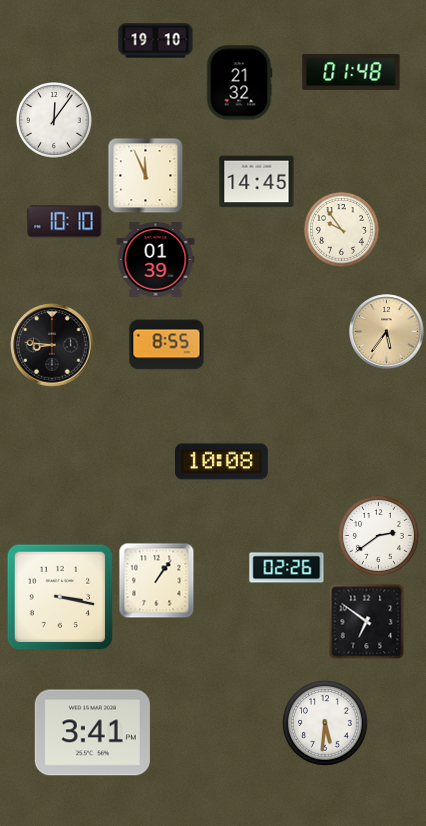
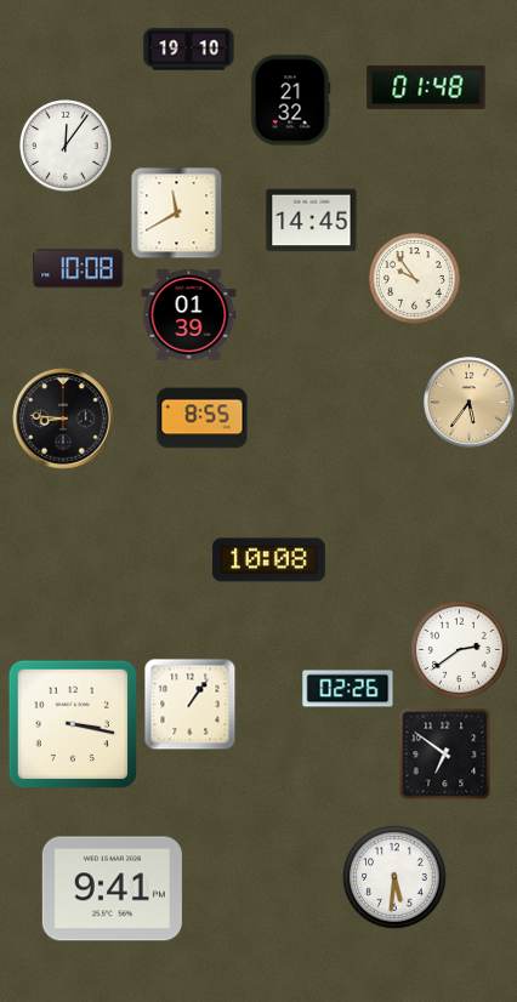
clock at (146, 176): 11:56 -> 11:40
clock at (65, 222): 10:10 -> 10:08
clock at (92, 733): 3:41 -> 9:41
